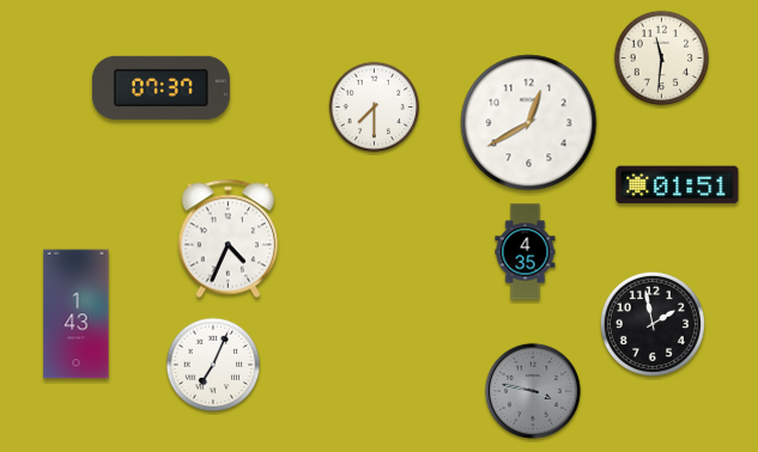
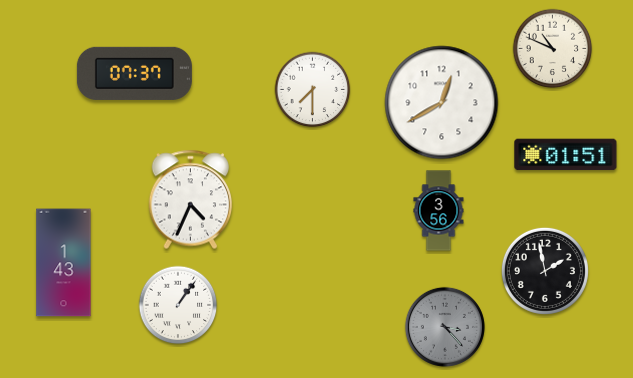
clock at (662, 59): 11:31 -> 10:49
clock at (526, 252): 4:35 -> 3:56
clock at (213, 365): 7:04 -> 1:06
clock at (533, 391): 3:47 -> 3:23
